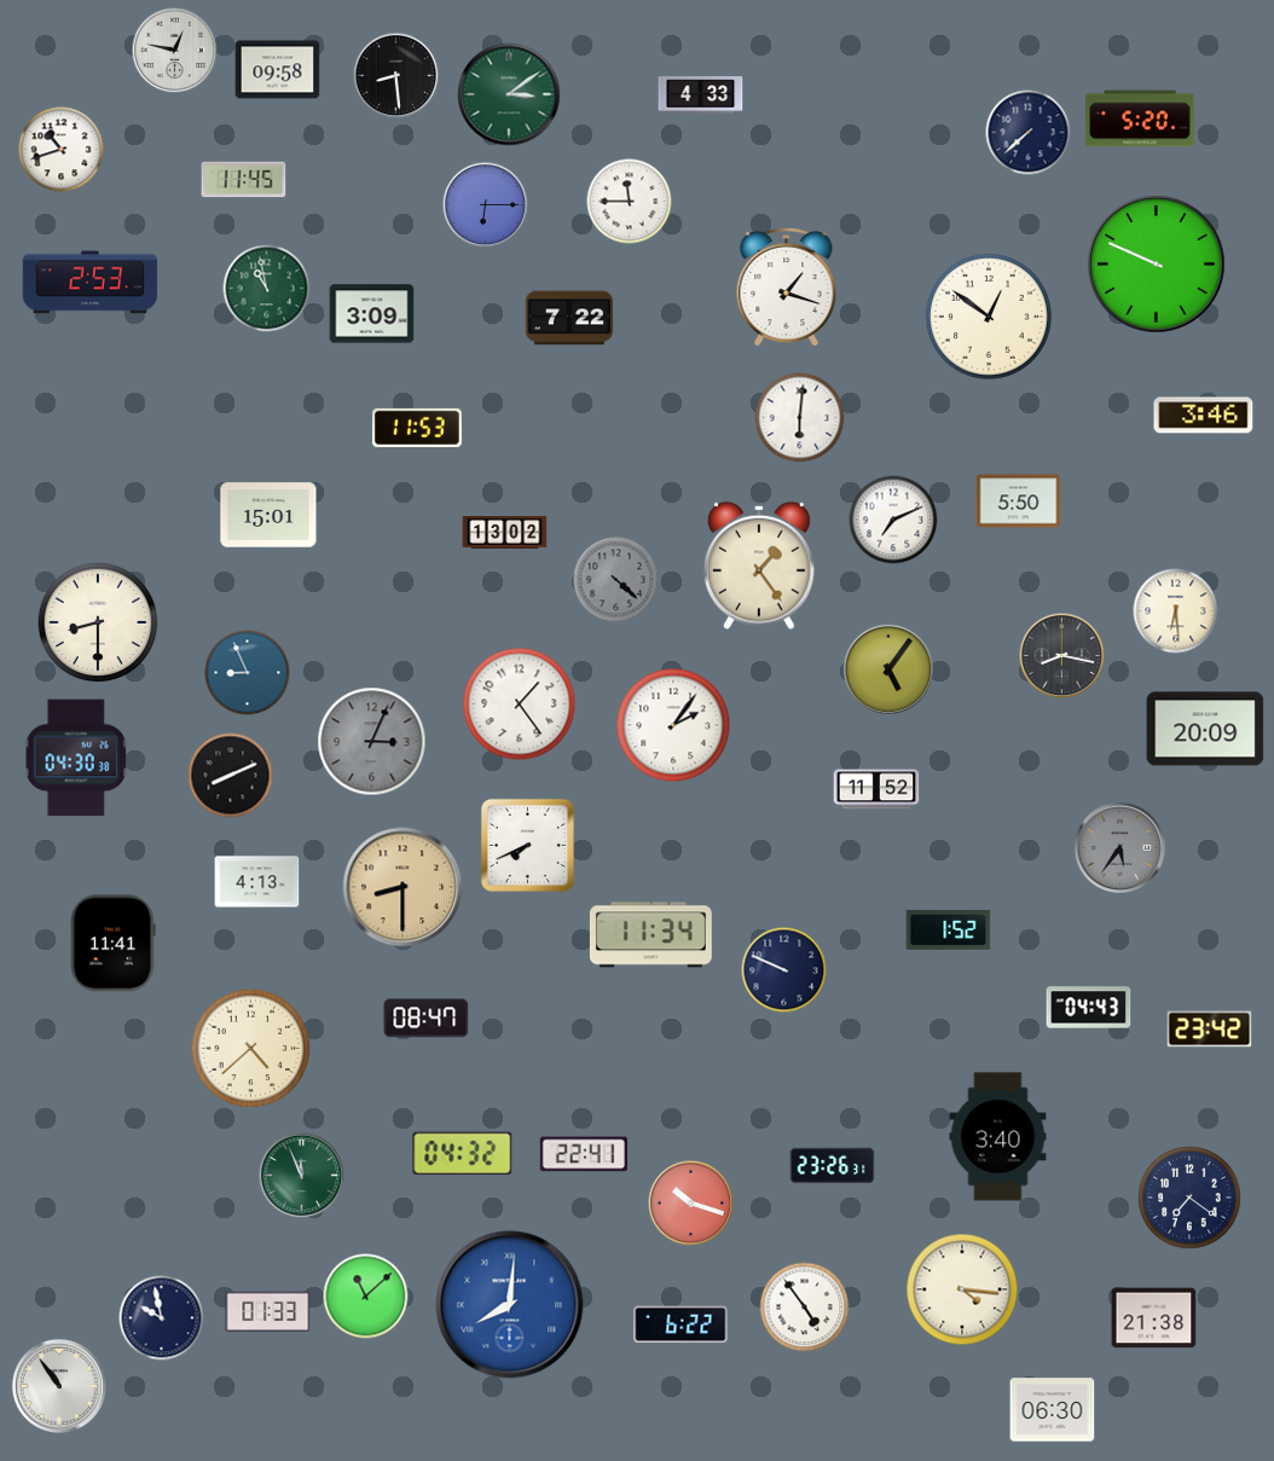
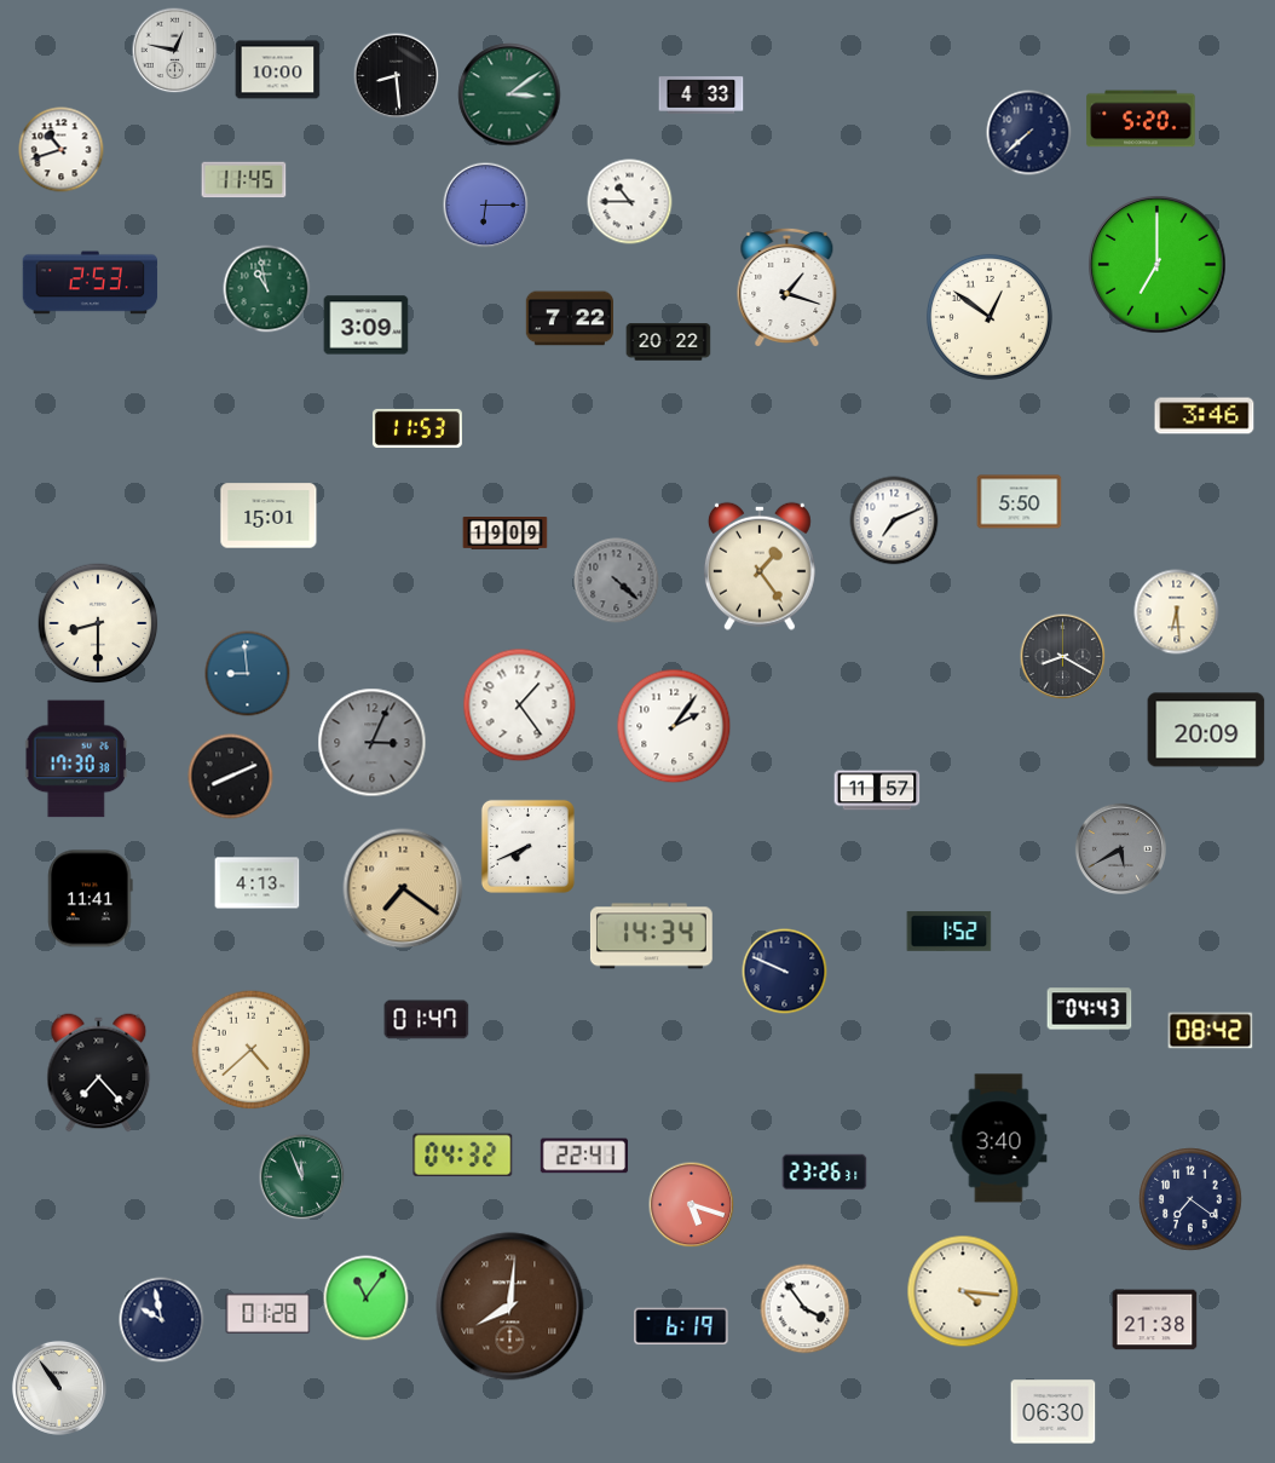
clock at (278, 70): 09:58 -> 10:00
clock at (630, 202): 11:45 -> 10:45
clock at (1157, 265): 9:49 -> 7:00
clock at (372, 314) position: (372, 314) -> (367, 326)
clock at (669, 342): none -> 20:22
clock at (800, 418): 6:01 -> none
clock at (505, 533): 13:02 -> 19:09
clock at (1062, 656): 8:17 -> 8:20
clock at (887, 668): 5:06 -> none
clock at (248, 673): 8:56 -> 8:59
clock at (76, 758): 04:30 -> 17:30
clock at (876, 789): 11:52 -> 11:57
clock at (1119, 847): 5:36 -> 5:40
clock at (403, 887): 8:30 -> 7:21
clock at (650, 935): 11:34 -> 14:34
clock at (114, 944) position: (114, 944) -> (91, 899)
clock at (427, 1019): 08:47 -> 01:47
clock at (1210, 1030): 23:42 -> 08:42
clock at (99, 1073): none -> 7:23
clock at (833, 1166) position: (833, 1166) -> (825, 1173)
clock at (691, 1204): 10:18 -> 5:18
clock at (366, 1297): 11:08 -> 11:06
clock at (510, 1305) dial: blue -> brown
clock at (805, 1308): 4:54 -> 3:54
clock at (268, 1311): 01:33 -> 01:28
clock at (681, 1324): 6:22 -> 6:19
